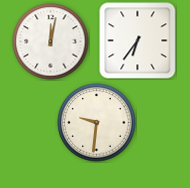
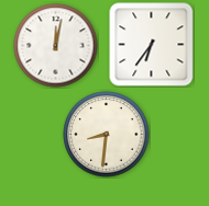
clock at (97, 123): 9:31 -> 8:31
